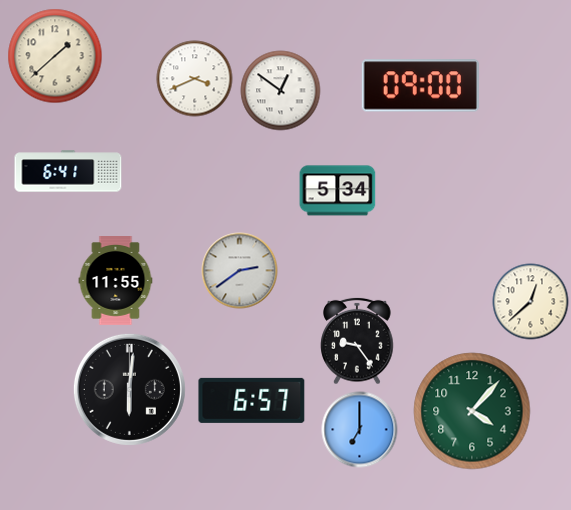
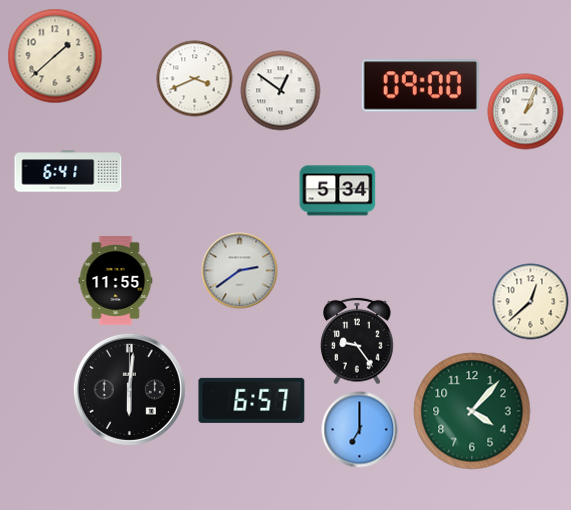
clock at (526, 112): none -> 1:04
